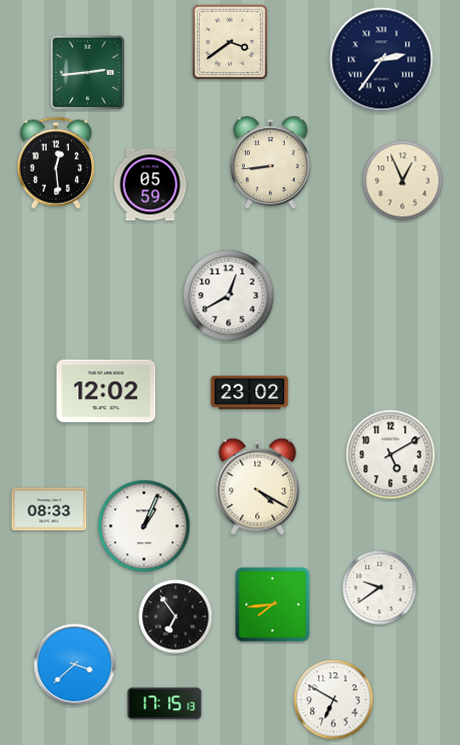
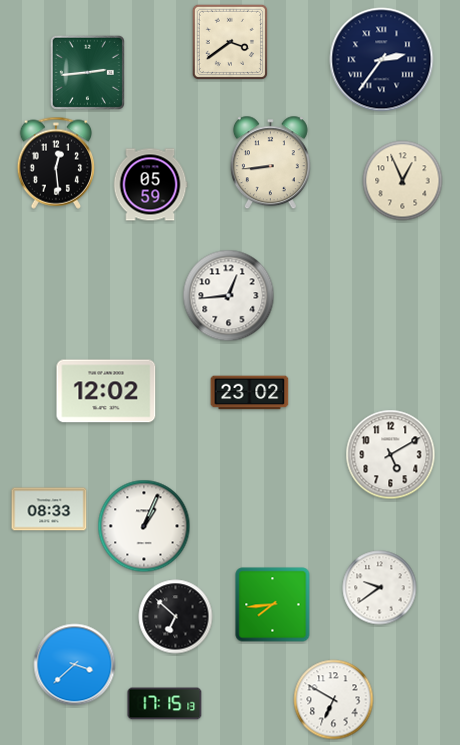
clock at (229, 296): 12:40 -> 12:44
clock at (258, 486): 4:20 -> none
clock at (176, 617): 6:54 -> 6:52
